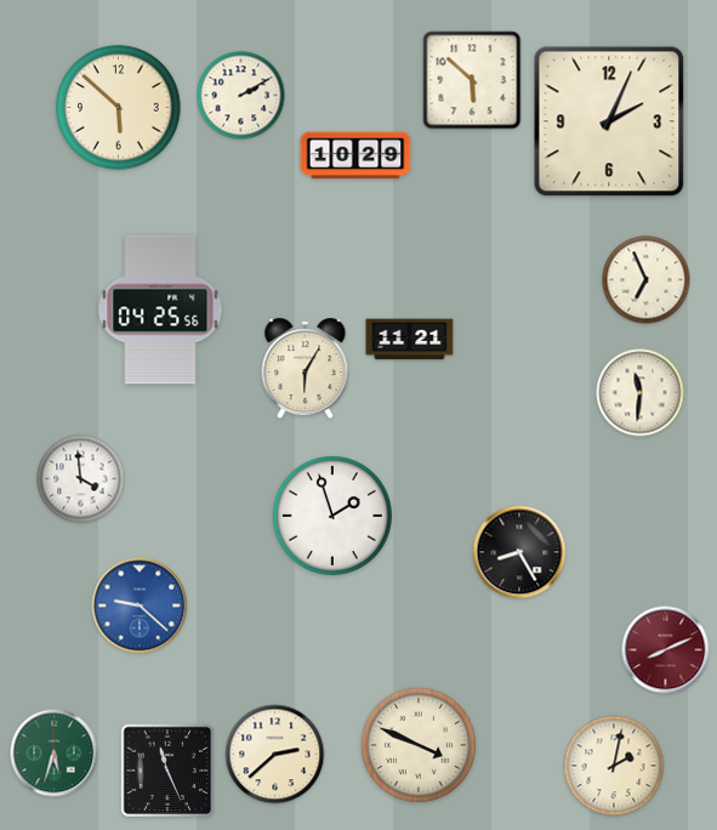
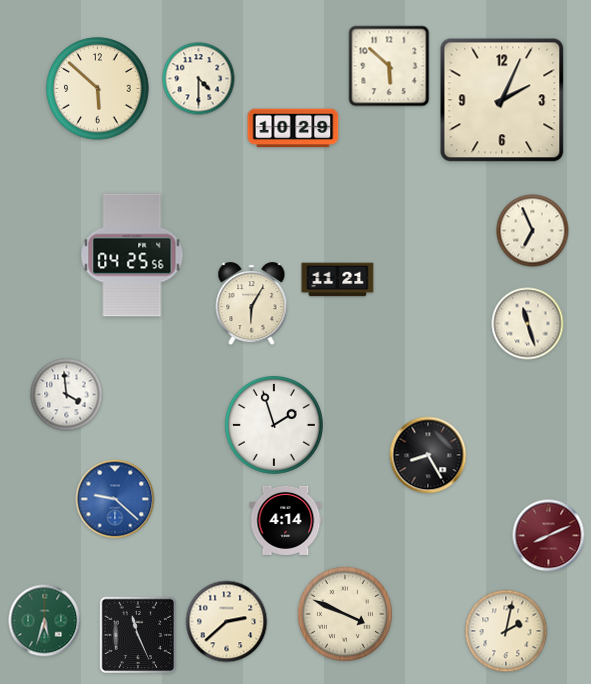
clock at (241, 96): 2:10 -> 4:30
clock at (641, 393): 11:31 -> 11:27
clock at (286, 520): none -> 4:14
